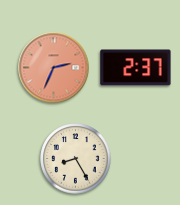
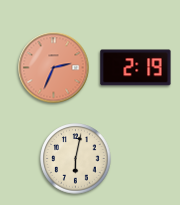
clock at (136, 68): 2:37 -> 2:19
clock at (76, 159): 8:25 -> 6:02
